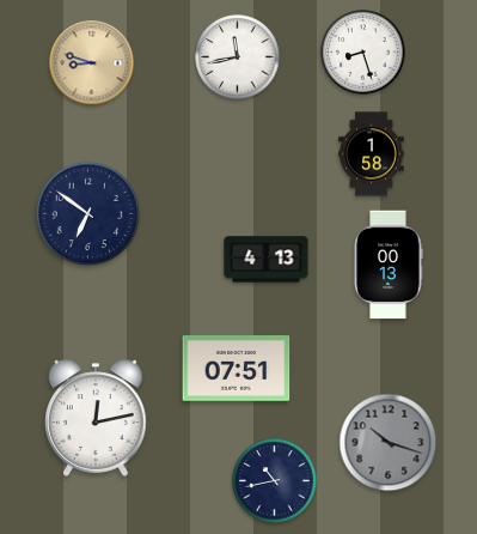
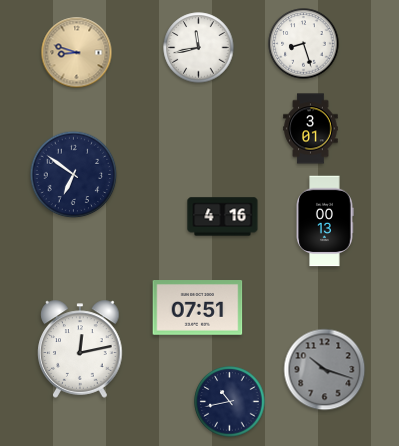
clock at (372, 154): 1:58 -> 3:01
clock at (88, 214) position: (88, 214) -> (74, 175)
clock at (267, 260): 4:13 -> 4:16
